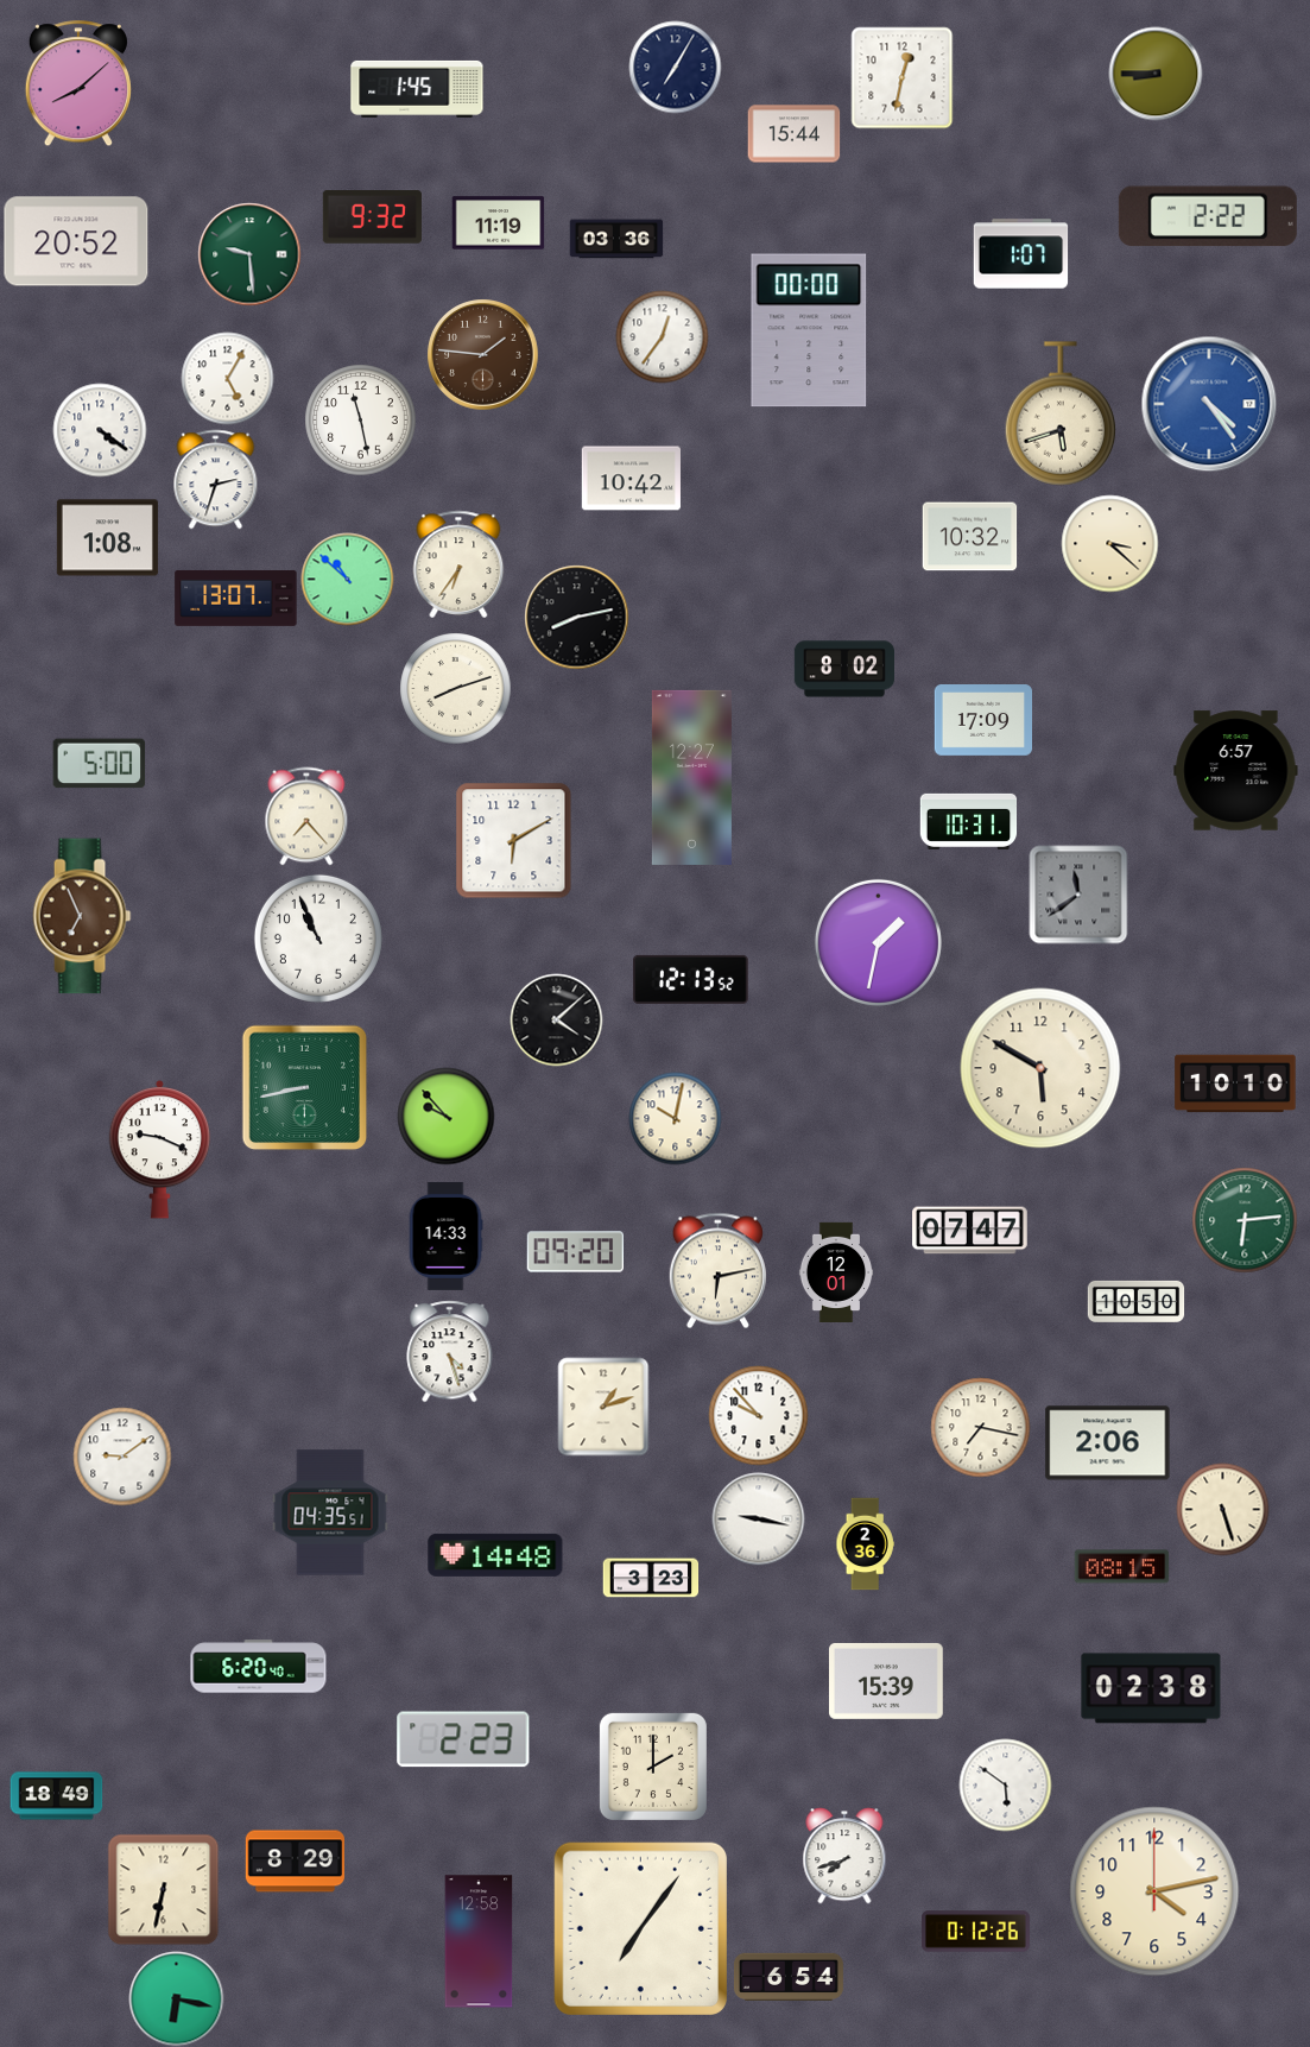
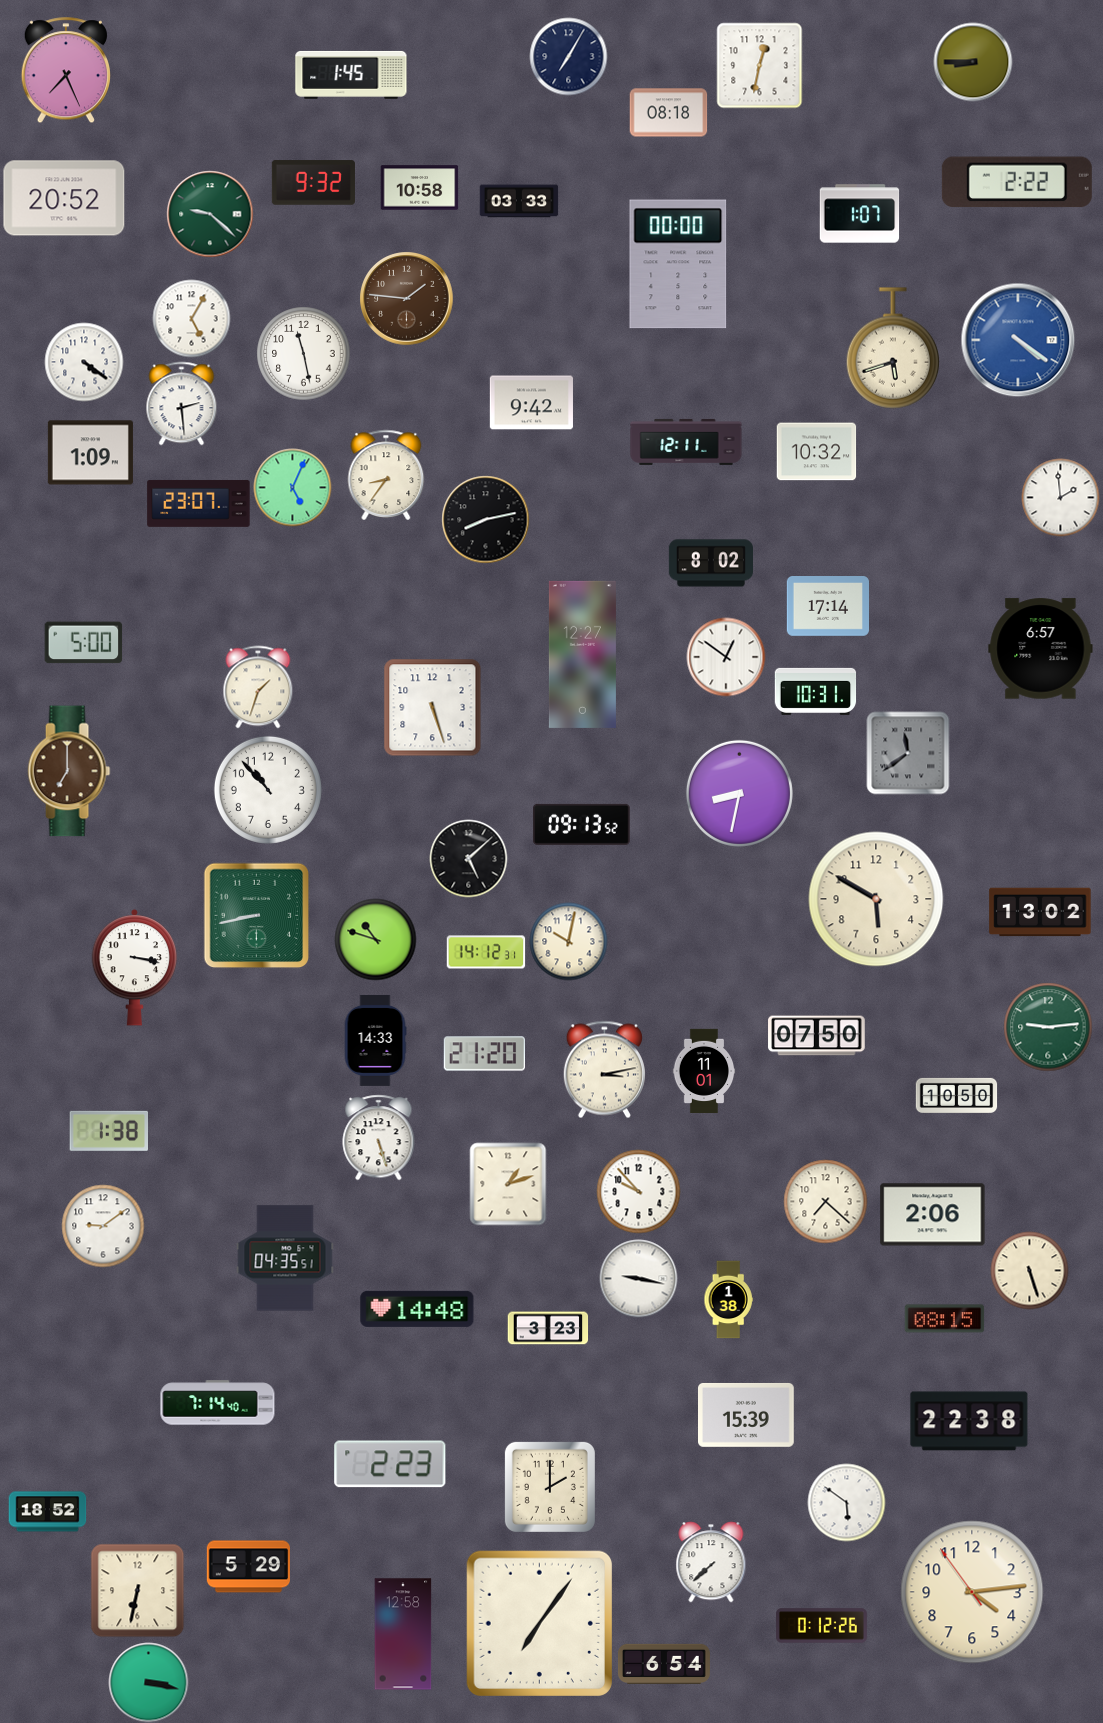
clock at (78, 83): 8:08 -> 7:26
clock at (793, 134): 15:44 -> 08:18
clock at (498, 223): 11:19 -> 10:58
clock at (616, 239): 03:36 -> 03:33
clock at (76, 241) position: (76, 241) -> (64, 198)
clock at (249, 254): 9:29 -> 9:22
clock at (809, 330) position: (809, 330) -> (678, 264)
clock at (662, 336): 12:36 -> none
clock at (1209, 404): 4:24 -> 4:21
clock at (216, 479): 2:33 -> 2:29
clock at (631, 479): 10:42 -> 9:42
clock at (686, 442): none -> 12:11
clock at (107, 538): 1:08 -> 1:09
clock at (1109, 543): 3:22 -> none
clock at (458, 564): 6:36 -> 8:36
clock at (347, 579): 10:52 -> 5:04
clock at (1060, 497): none -> 1:59
clock at (236, 598): 13:07 -> 23:07
clock at (455, 688): 8:12 -> none
clock at (982, 721): 17:09 -> 17:14
clock at (726, 657): none -> 12:51
clock at (306, 816): 7:23 -> 1:33
clock at (513, 840): 6:10 -> 5:27
clock at (82, 916): 6:56 -> 7:00
clock at (318, 939): 10:56 -> 10:53
clock at (878, 942): 1:32 -> 8:32
clock at (691, 979): 12:13 -> 09:13
clock at (556, 1019): 4:08 -> 5:08
clock at (1235, 1083): 10:10 -> 13:02
clock at (445, 1116): 9:53 -> 10:48
clock at (486, 952): none -> 14:12
clock at (160, 1149): 9:19 -> 3:17
clock at (1245, 1220): 6:14 -> 9:14
clock at (970, 1231): 07:47 -> 07:50
clock at (575, 1252): 09:20 -> 21:20
clock at (717, 1270): 6:13 -> 3:13
clock at (836, 1271): 12:01 -> 11:01
clock at (108, 1131): none -> 1:38
clock at (450, 1351): 4:27 -> 5:27
clock at (980, 1427): 7:17 -> 7:22
clock at (330, 1512) position: (330, 1512) -> (285, 1258)
clock at (865, 1543): 2:36 -> 1:38
clock at (259, 1667): 6:20 -> 7:14
clock at (1151, 1688): 02:38 -> 22:38
clock at (56, 1796): 18:49 -> 18:52
clock at (844, 1856): 7:42 -> 7:38
clock at (295, 1862): 8:29 -> 5:29
clock at (1154, 1891): 4:13:00 -> 4:13:54
clock at (176, 1998): 6:17 -> 3:17
